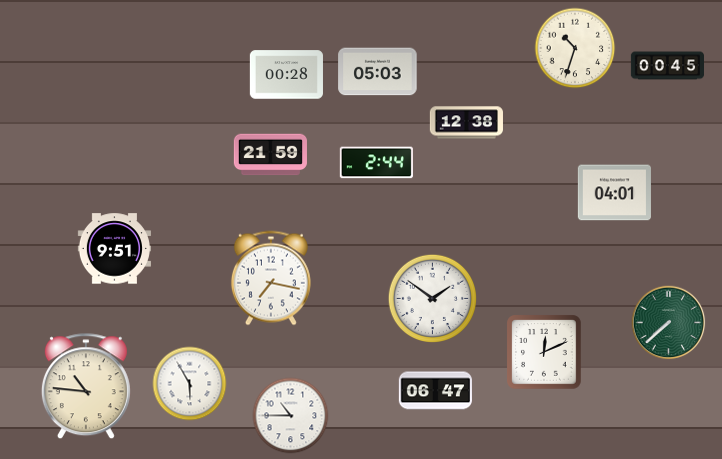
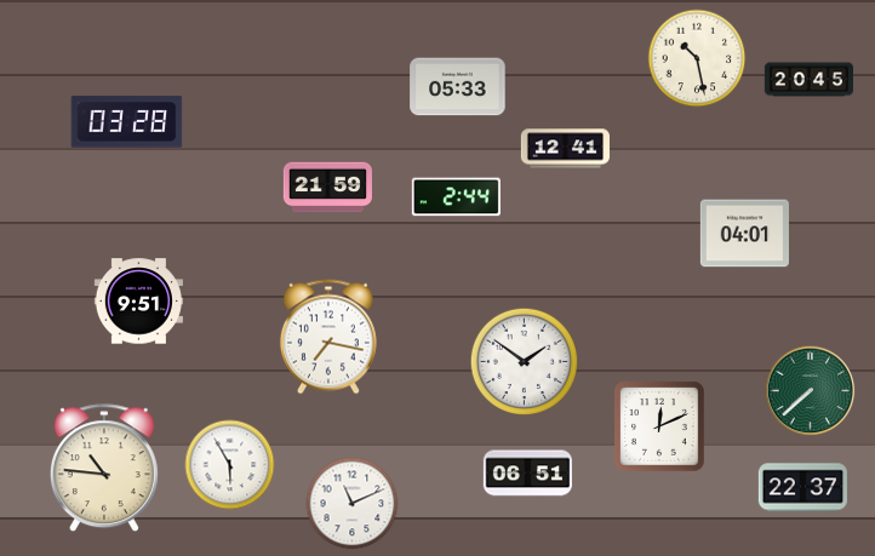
clock at (575, 48): 10:33 -> 10:28
clock at (667, 66): 00:45 -> 20:45
clock at (378, 72): 05:03 -> 05:33
clock at (286, 75): 00:28 -> none
clock at (127, 122): none -> 03:28
clock at (466, 123): 12:38 -> 12:41
clock at (435, 391): 06:47 -> 06:51
clock at (802, 488): none -> 22:37
clock at (291, 416): 10:45 -> 11:11
